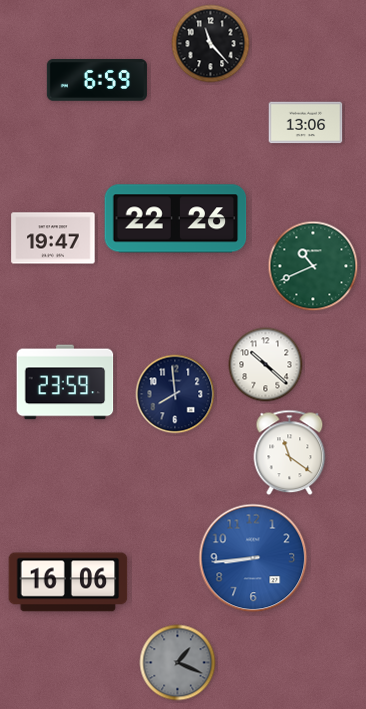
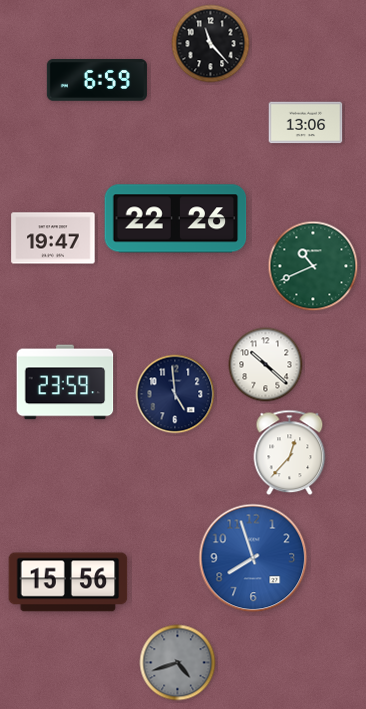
clock at (175, 394): 7:59 -> 4:59
clock at (290, 453): 11:21 -> 12:37
clock at (253, 558): 8:44 -> 7:57
clock at (68, 582): 16:06 -> 15:56
clock at (178, 663): 1:19 -> 4:42
